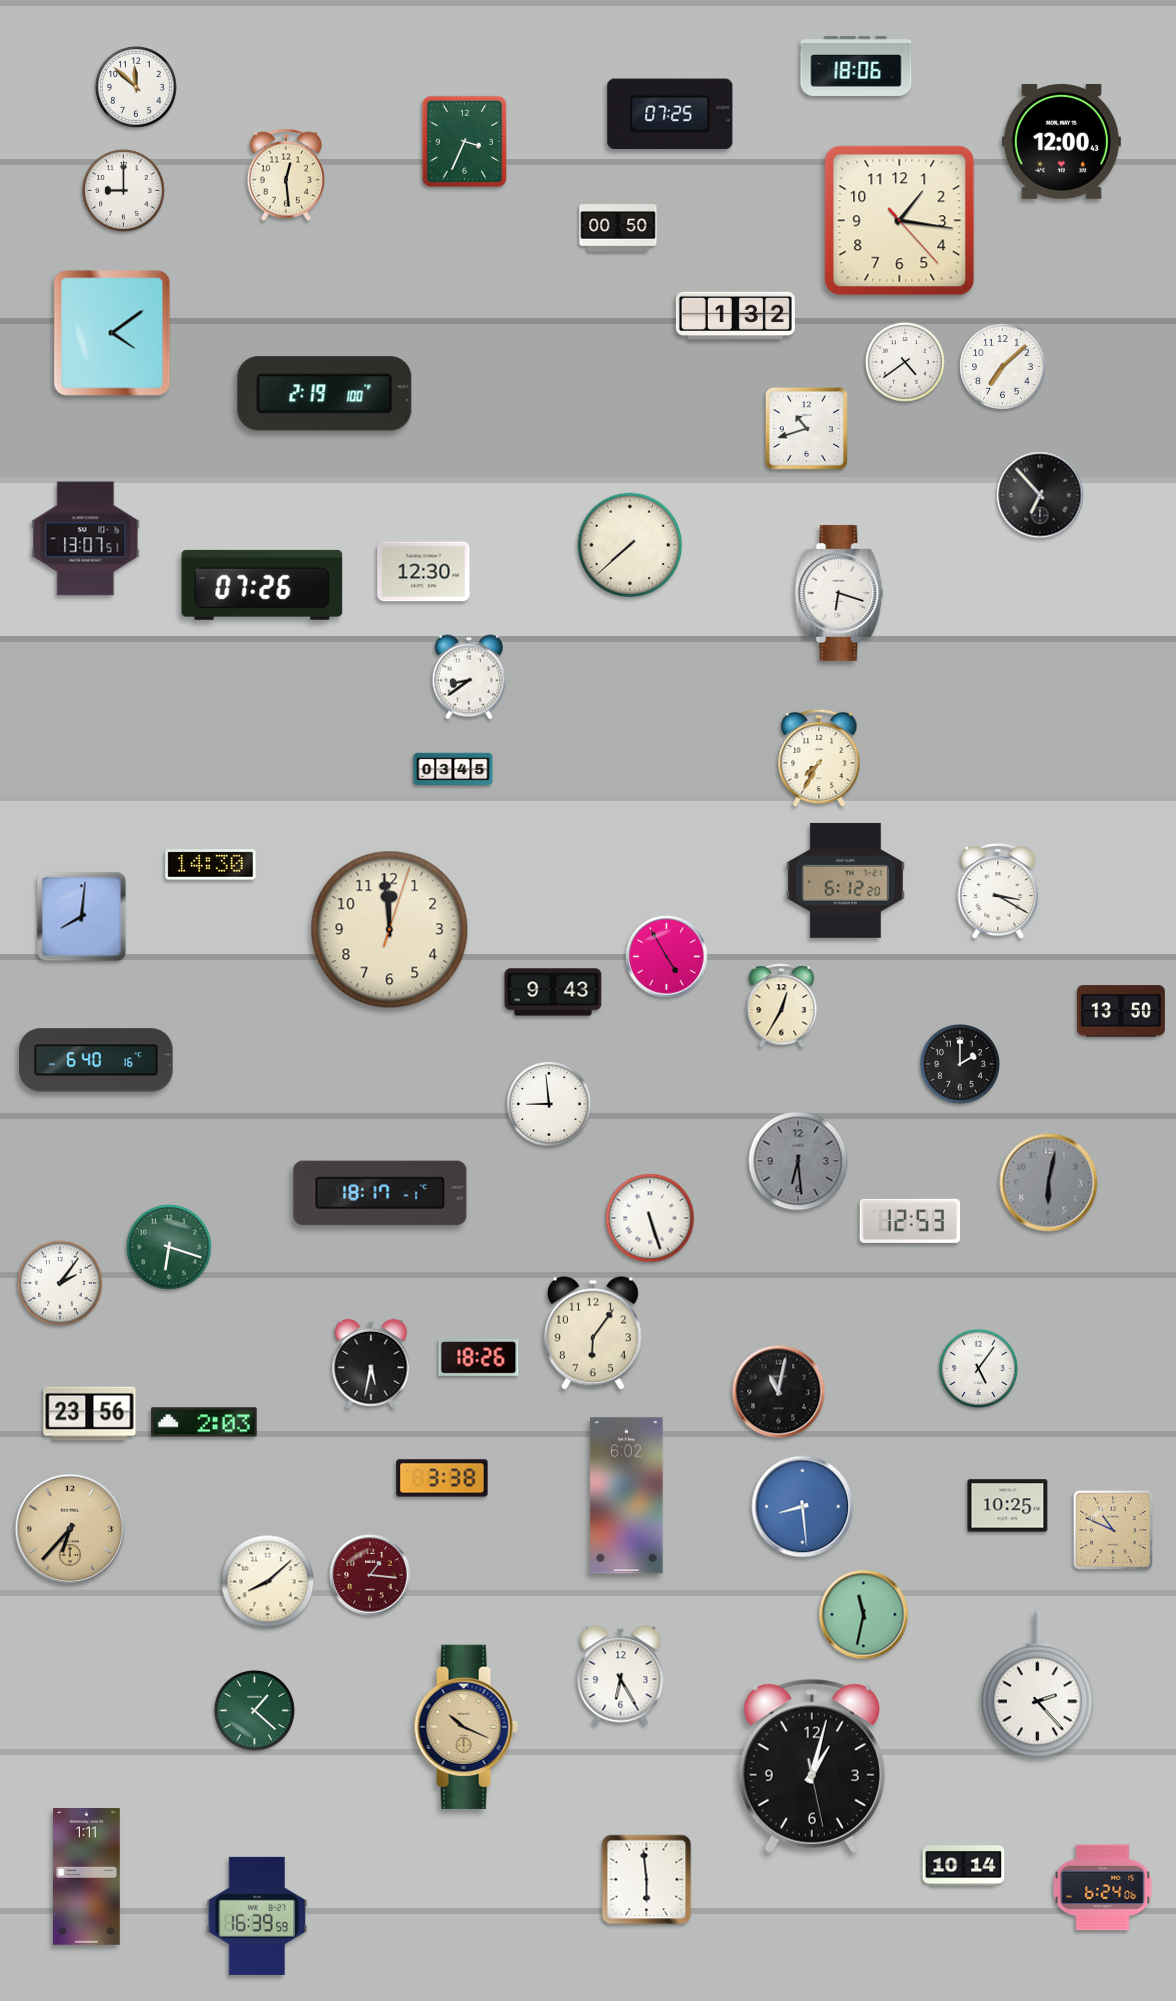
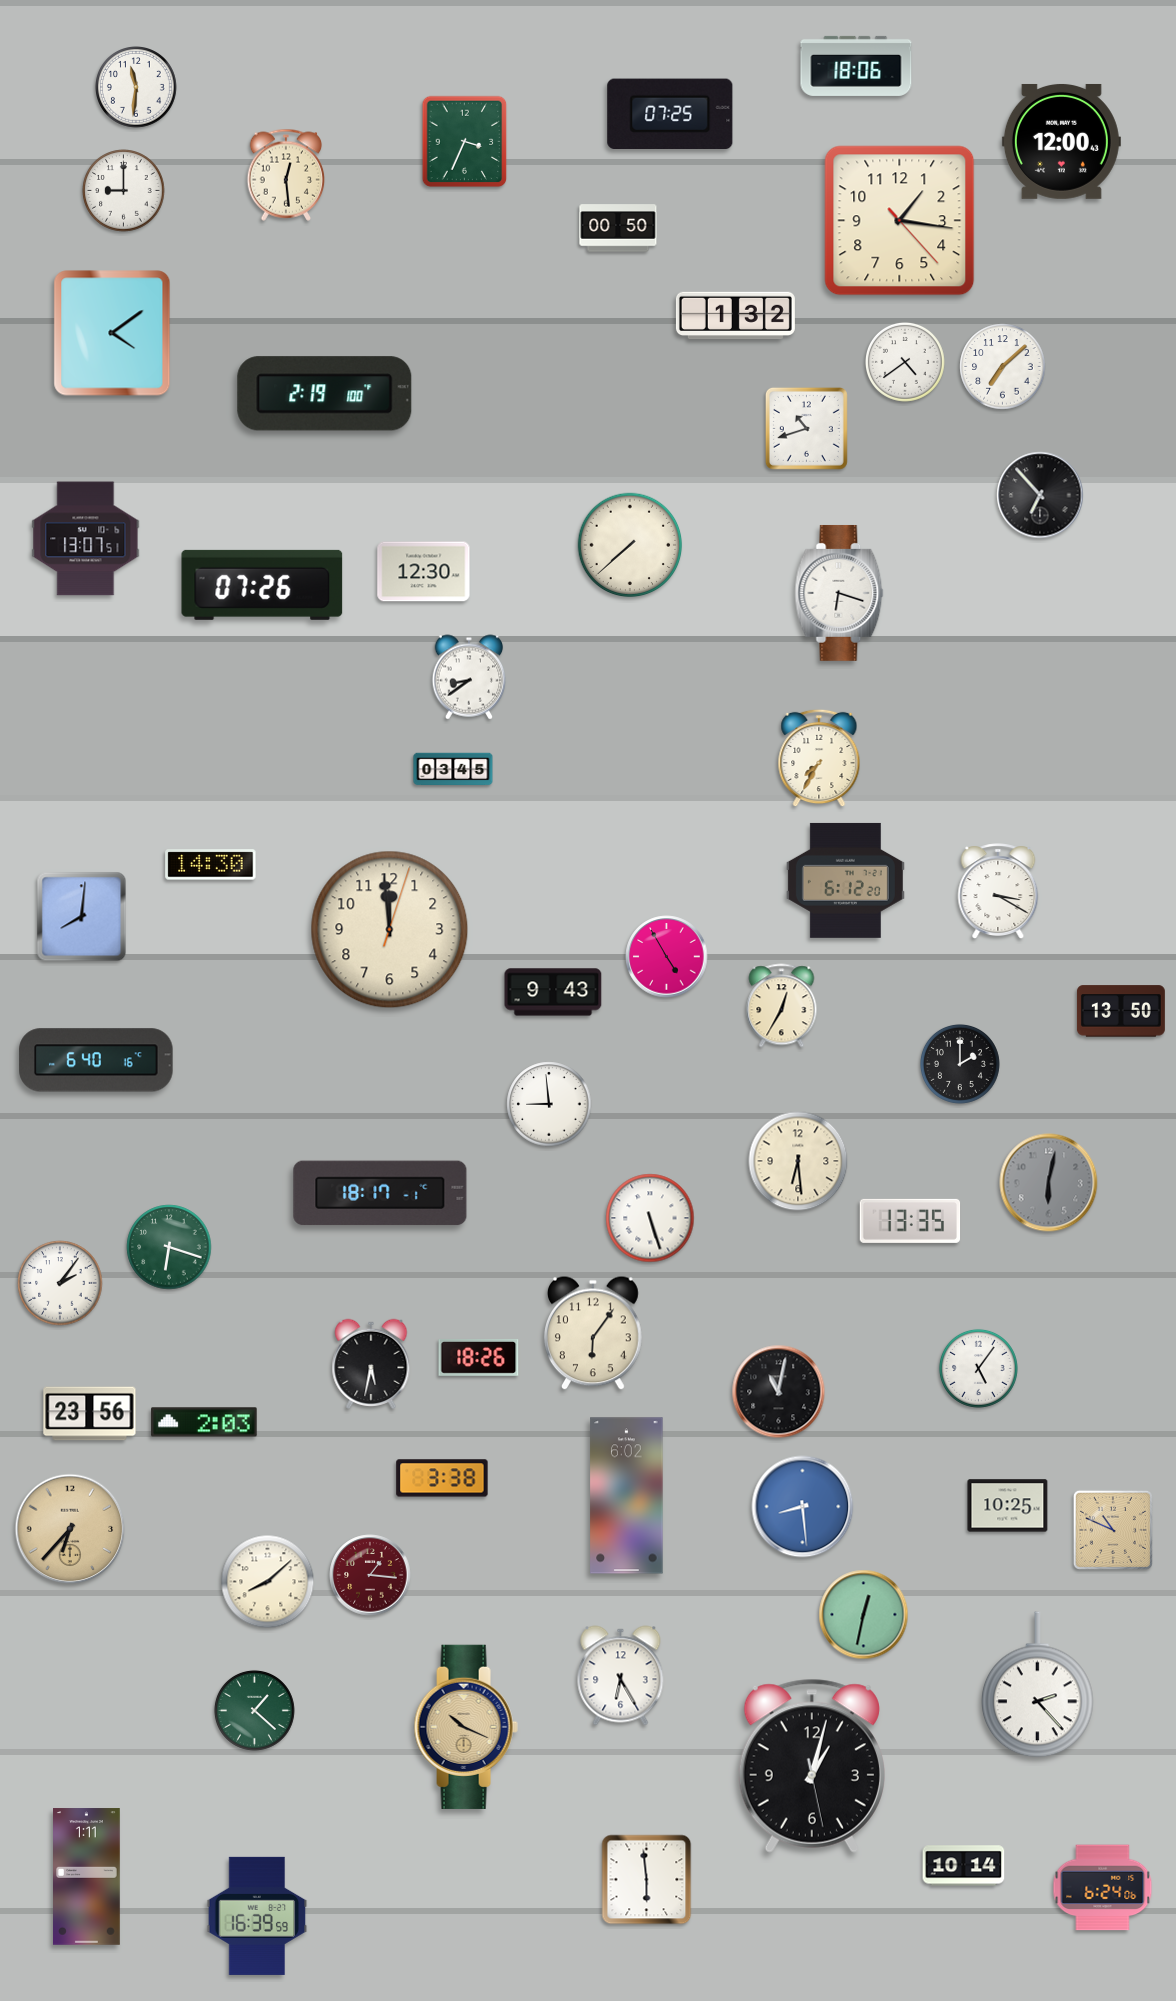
clock at (137, 88): 11:52 -> 11:31
clock at (798, 1161) dial: grey -> cream
clock at (910, 1221): 12:53 -> 13:35
clock at (864, 1615): 11:32 -> 12:32
